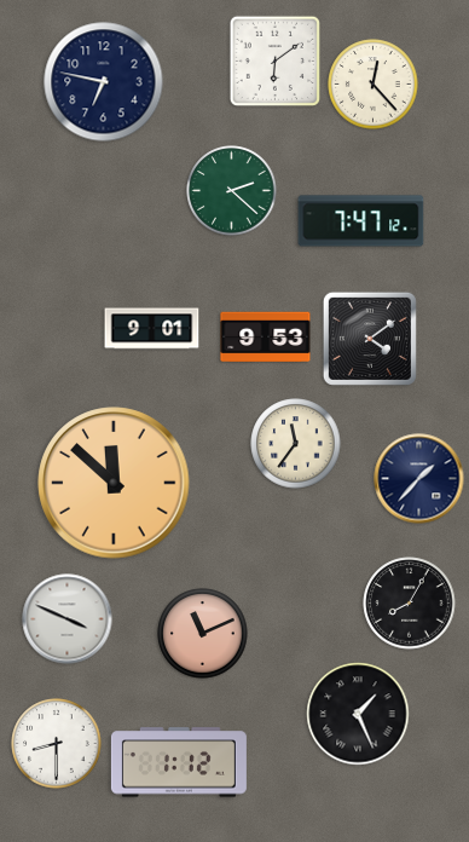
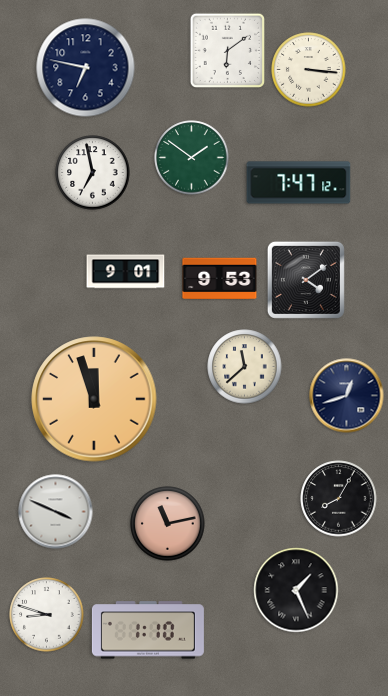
clock at (374, 85): 12:23 -> 3:16
clock at (232, 191): 2:22 -> 1:51
clock at (93, 173): none -> 6:58
clock at (296, 444): 11:36 -> 11:38
clock at (419, 479): 1:37 -> 12:42
clock at (114, 483): 11:52 -> 11:57
clock at (203, 634): 11:11 -> 11:13
clock at (57, 744): 8:30 -> 8:48
clock at (179, 762): 1:12 -> 1:10
